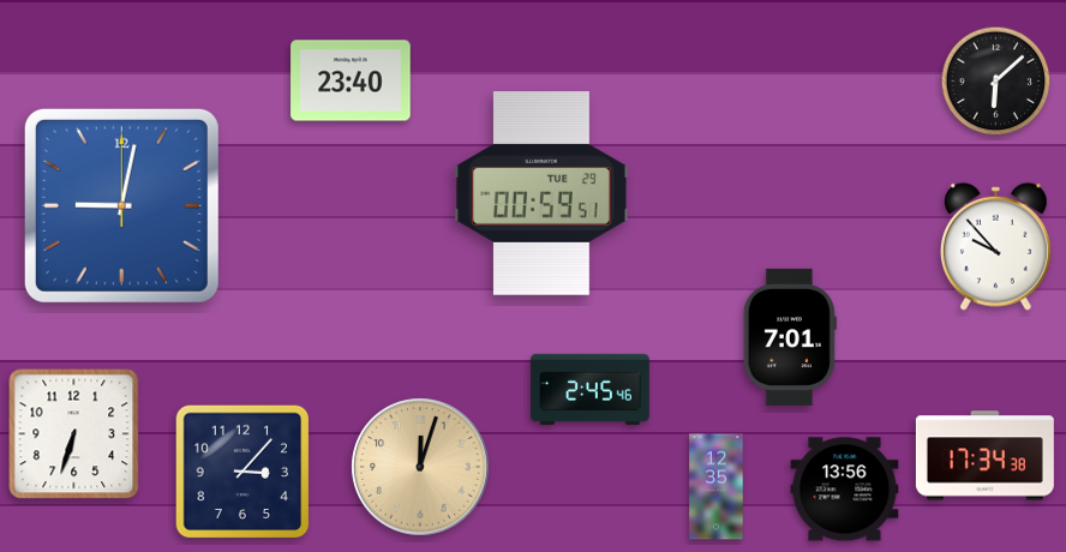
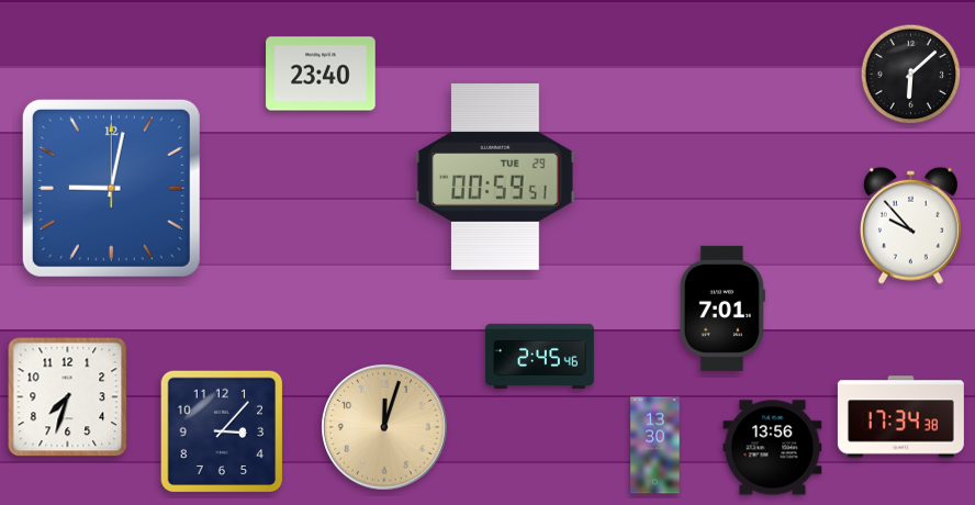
clock at (74, 434): 6:33 -> 7:33
clock at (717, 487): 12:35 -> 13:30
